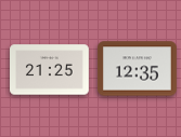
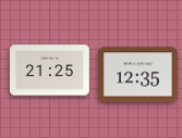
clock at (138, 69) position: (138, 69) -> (138, 75)
